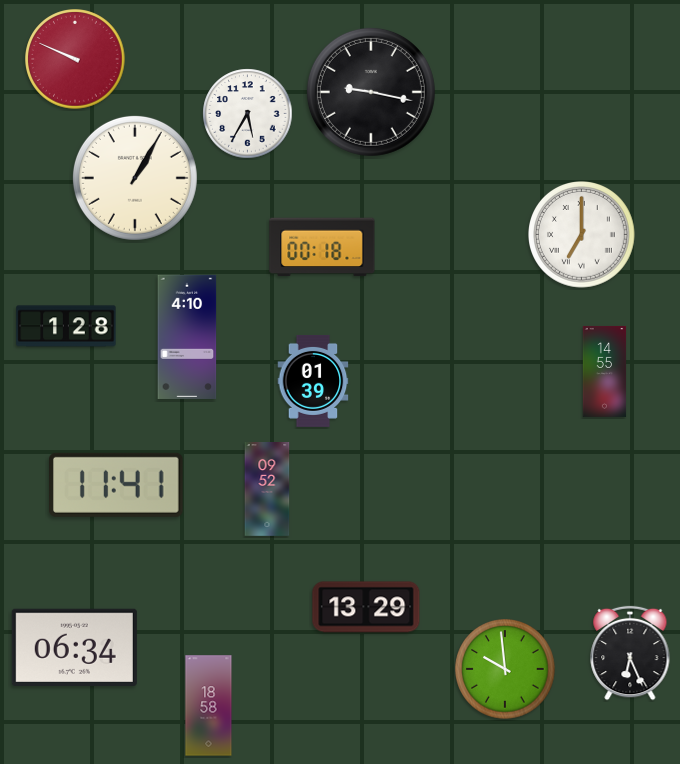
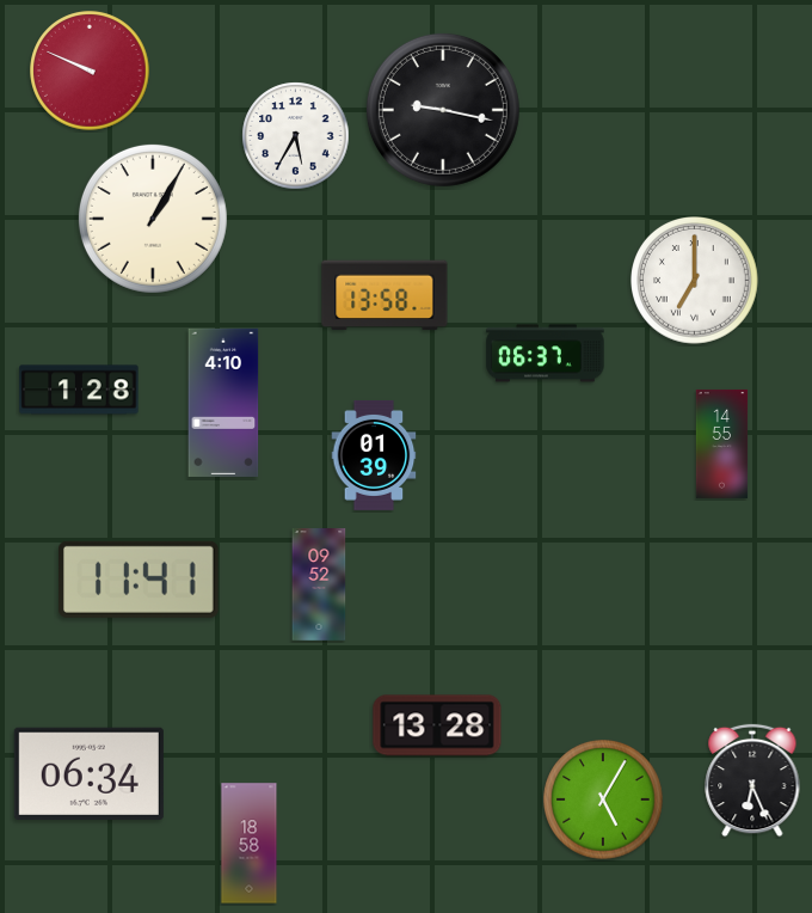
clock at (135, 178) position: (135, 178) -> (153, 219)
clock at (322, 247): 00:18 -> 13:58
clock at (546, 354): none -> 06:37
clock at (366, 607): 13:29 -> 13:28
clock at (505, 669): 9:59 -> 5:05
